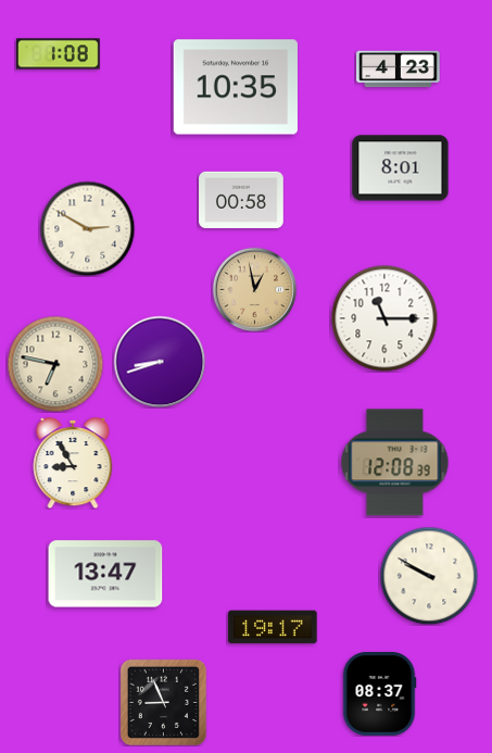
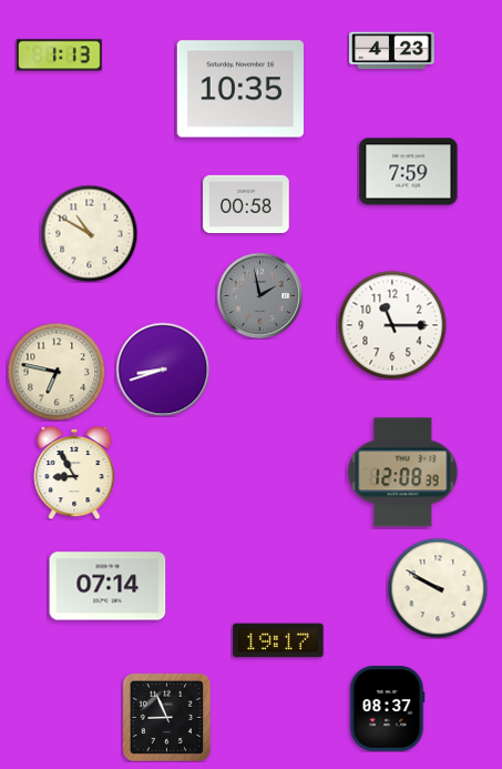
clock at (59, 54): 1:08 -> 1:13
clock at (399, 70) position: (399, 70) -> (392, 51)
clock at (401, 168): 8:01 -> 7:59
clock at (87, 228): 2:50 -> 10:50
clock at (254, 289): 12:58 -> 1:58
clock at (254, 289) dial: champagne -> grey
clock at (105, 574): 13:47 -> 07:14
